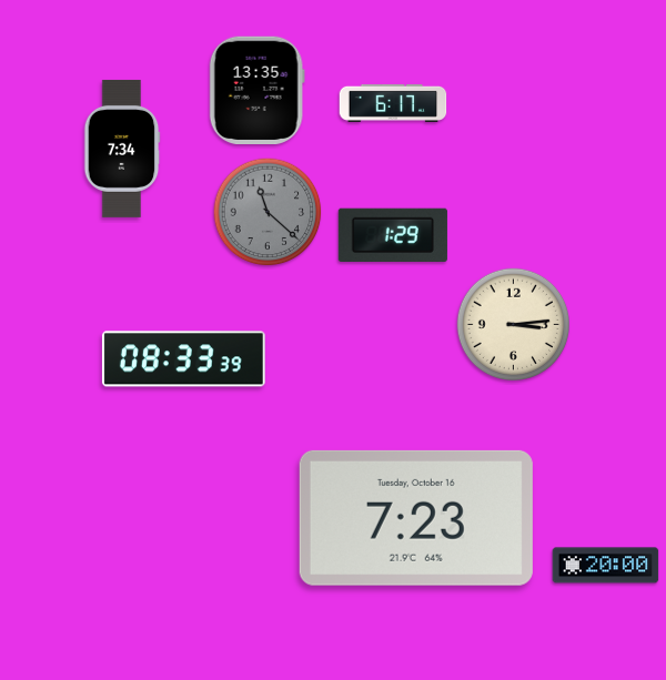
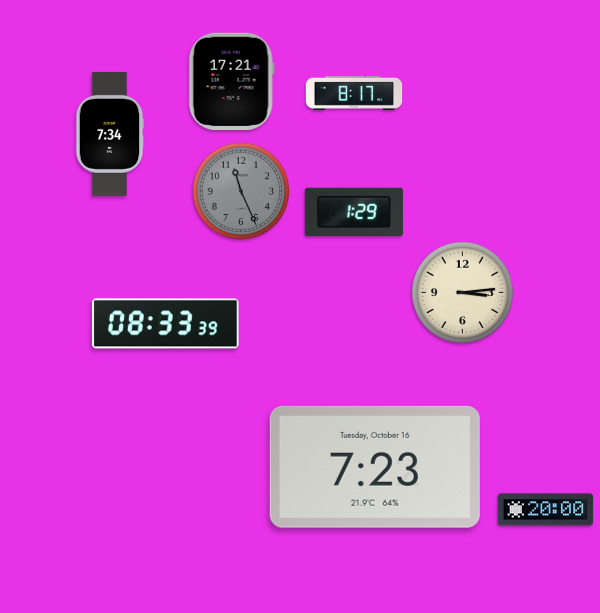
clock at (256, 90): 13:35 -> 17:21
clock at (393, 103): 6:17 -> 8:17
clock at (268, 212): 11:22 -> 11:26
